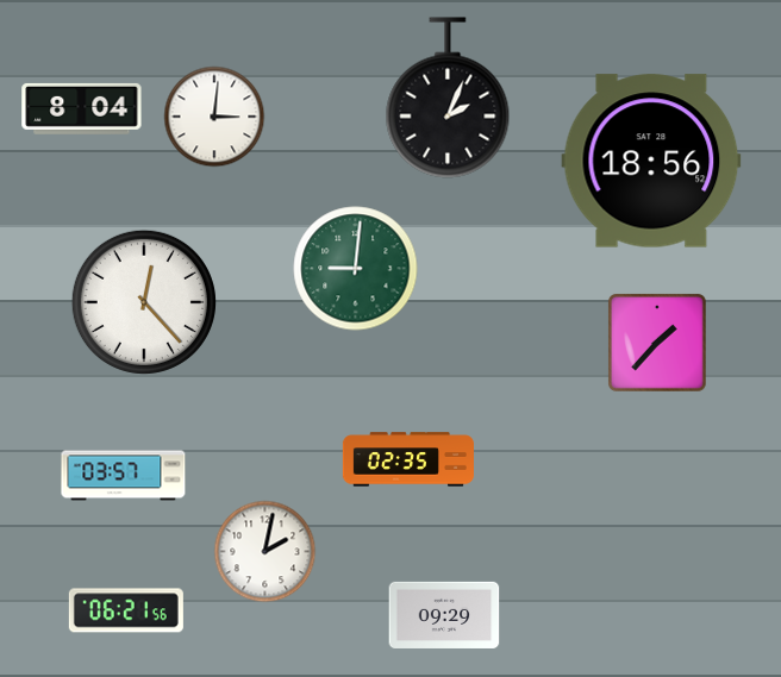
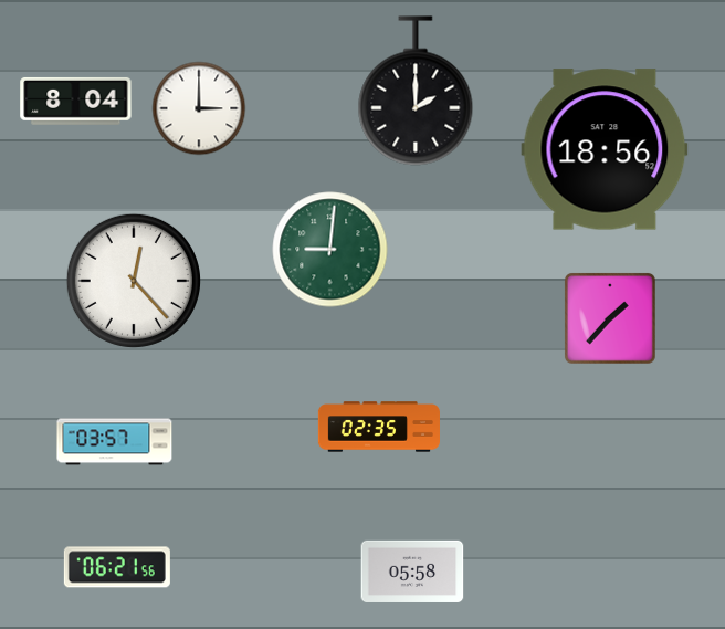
clock at (448, 98): 2:04 -> 2:00
clock at (214, 117): 3:01 -> 3:00
clock at (265, 552): 2:02 -> none
clock at (444, 615): 09:29 -> 05:58
